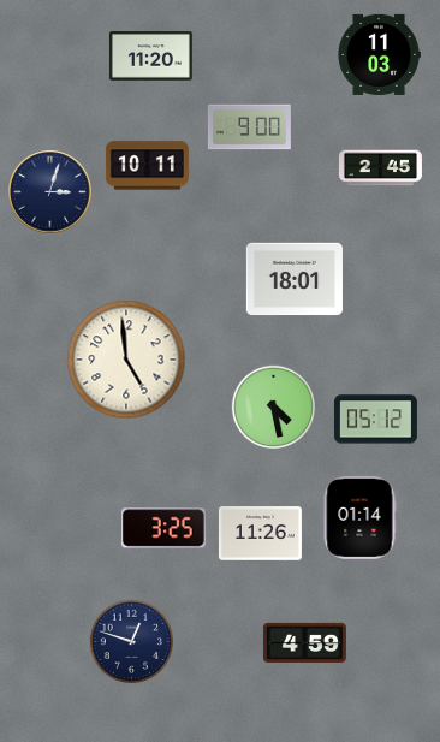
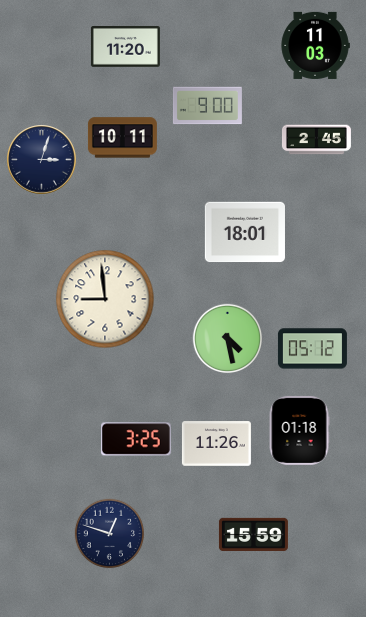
clock at (126, 360): 4:59 -> 8:59
clock at (359, 517): 01:14 -> 01:18
clock at (304, 642): 4:59 -> 15:59
